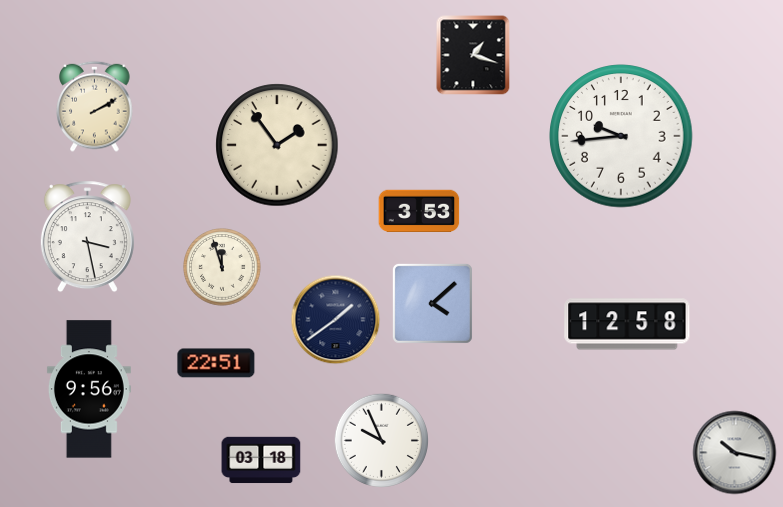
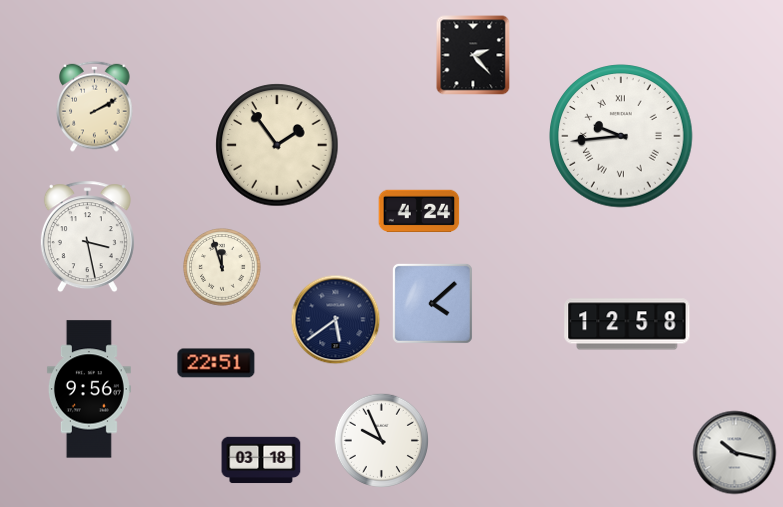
clock at (473, 55): 1:18 -> 2:23
clock at (621, 136) numerals: Arabic -> Roman
clock at (419, 211): 3:53 -> 4:24
clock at (336, 320): 1:39 -> 5:39
